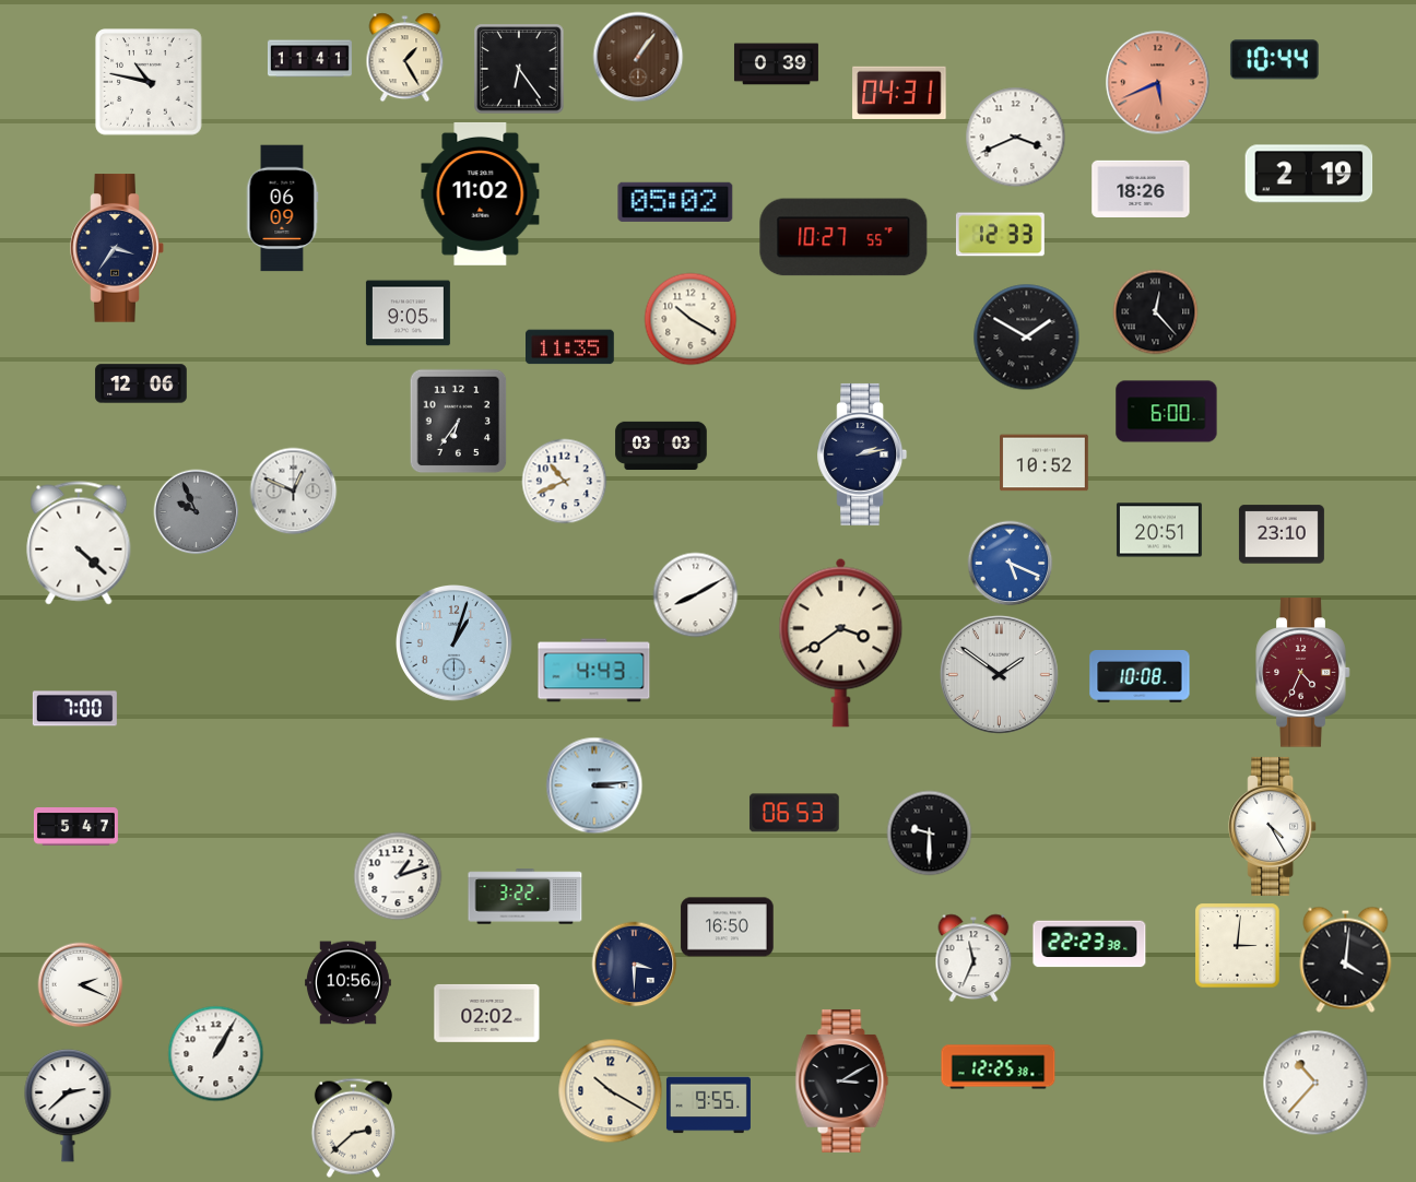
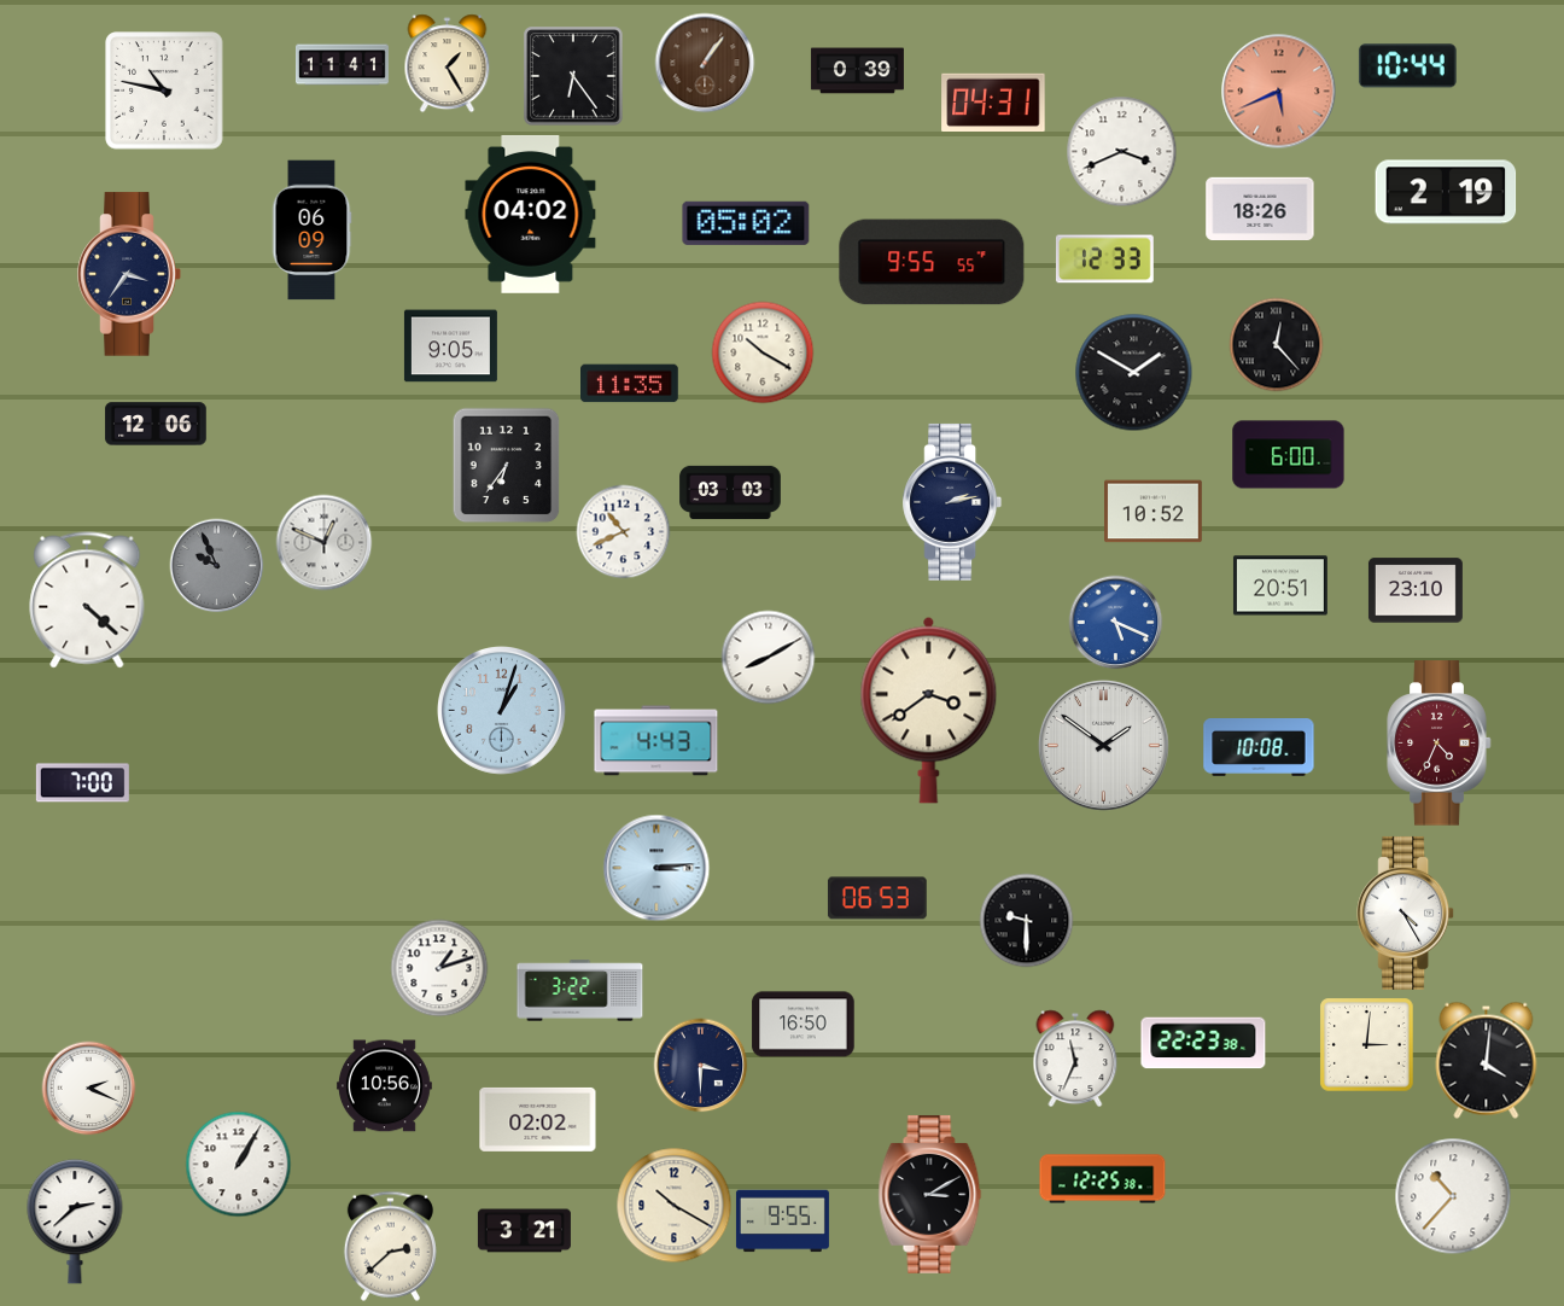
clock at (481, 193): 11:02 -> 04:02
clock at (843, 237): 10:27 -> 9:55
clock at (75, 827): 5:47 -> none
clock at (524, 1231): none -> 3:21
